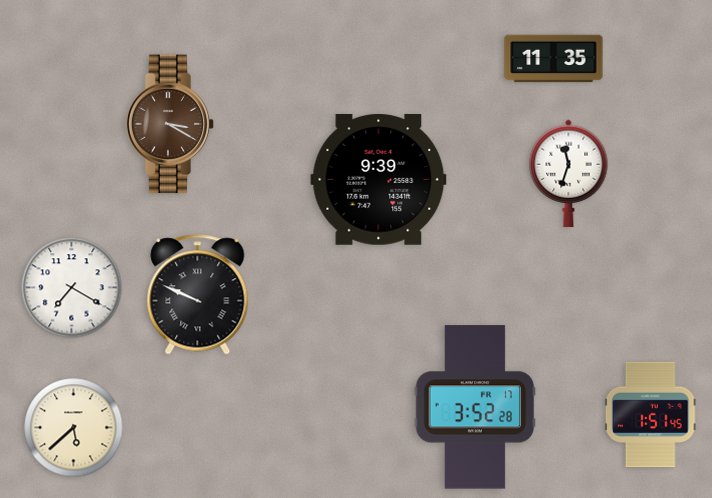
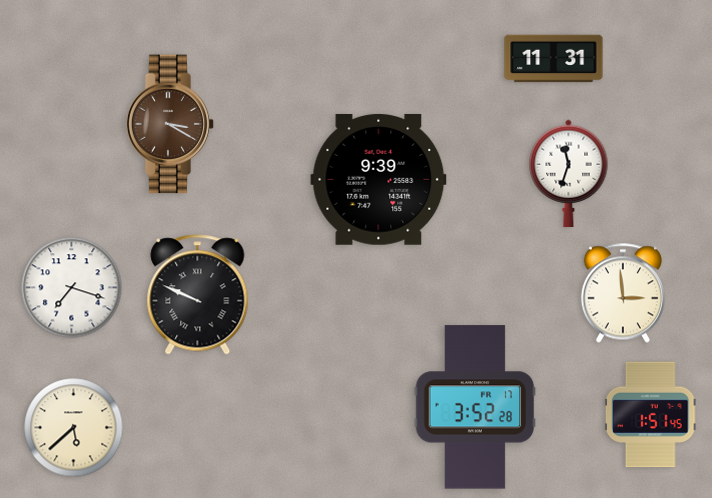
clock at (554, 59): 11:35 -> 11:31
clock at (72, 288): 7:20 -> 7:18
clock at (623, 293): none -> 2:59
